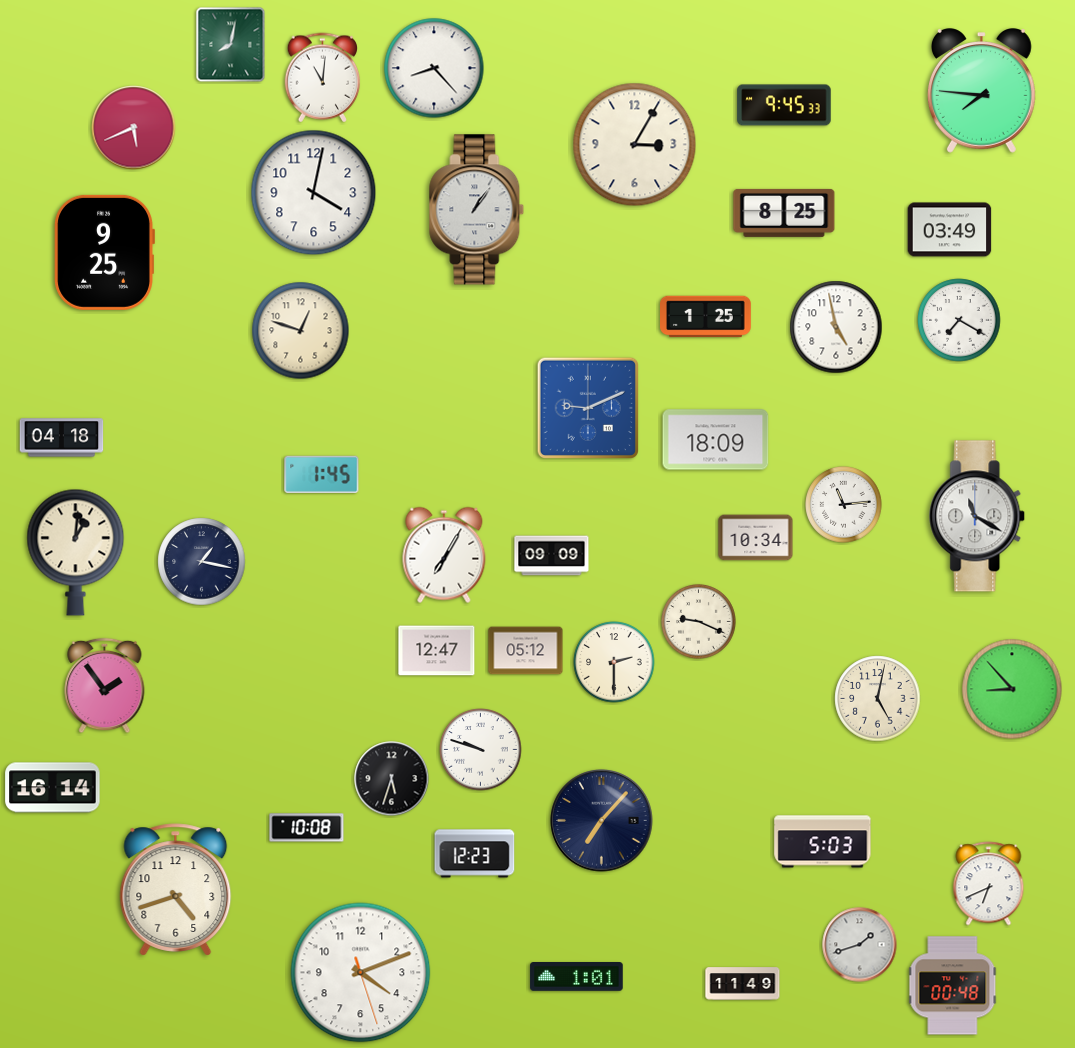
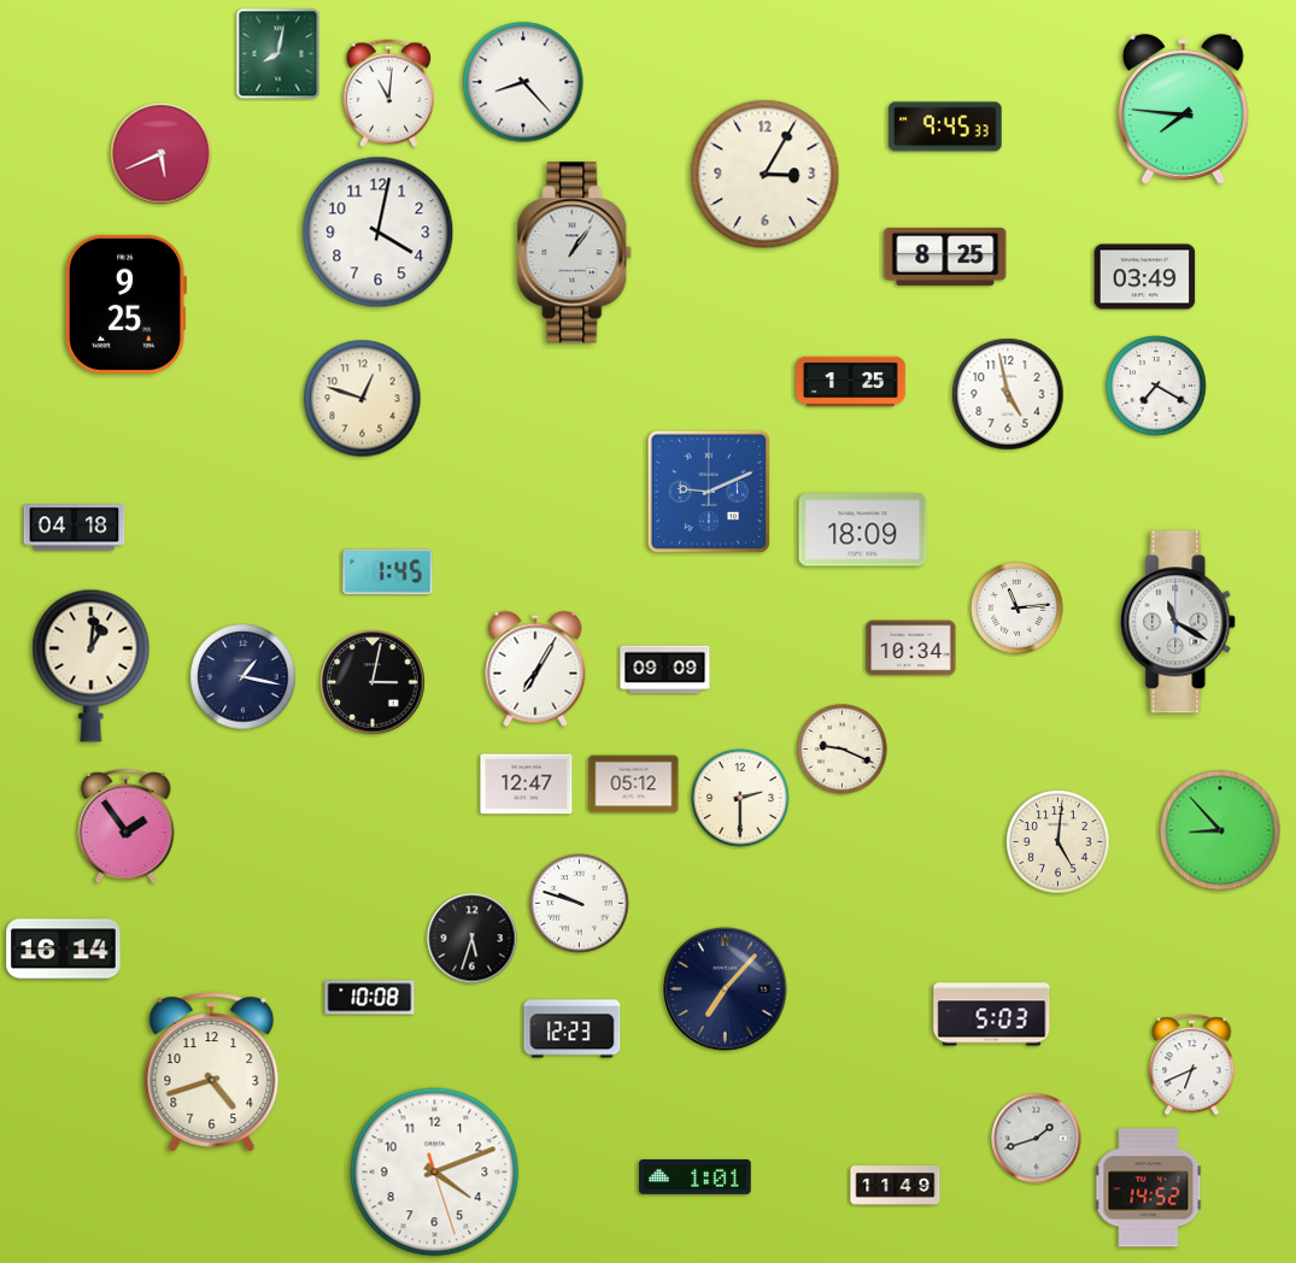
clock at (373, 682): none -> 3:02
clock at (878, 699): 5:02 -> 5:01
clock at (953, 986): 00:48 -> 14:52
